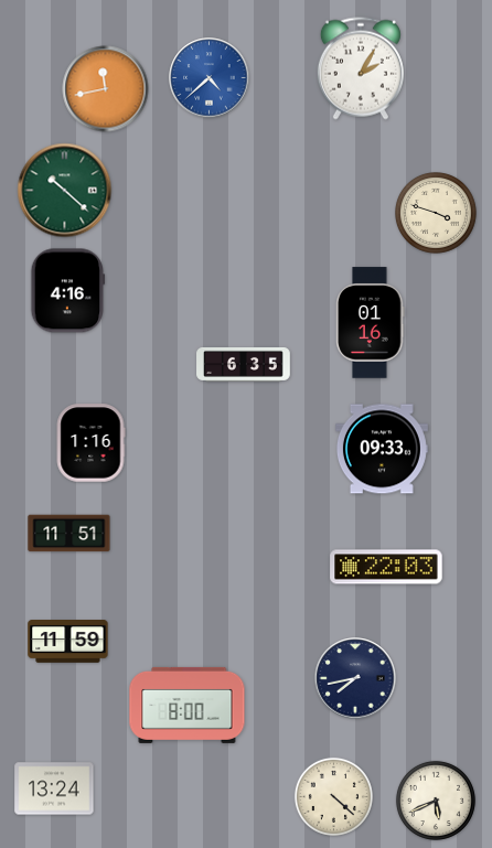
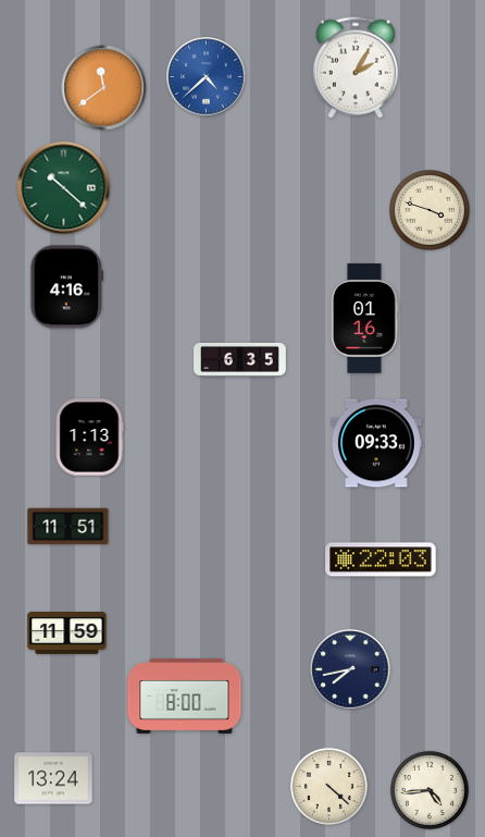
clock at (106, 89): 11:43 -> 11:39
clock at (90, 443): 1:16 -> 1:13
clock at (436, 801): 5:41 -> 4:44
